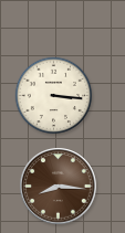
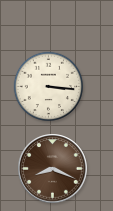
clock at (59, 187): 8:16 -> 8:19
